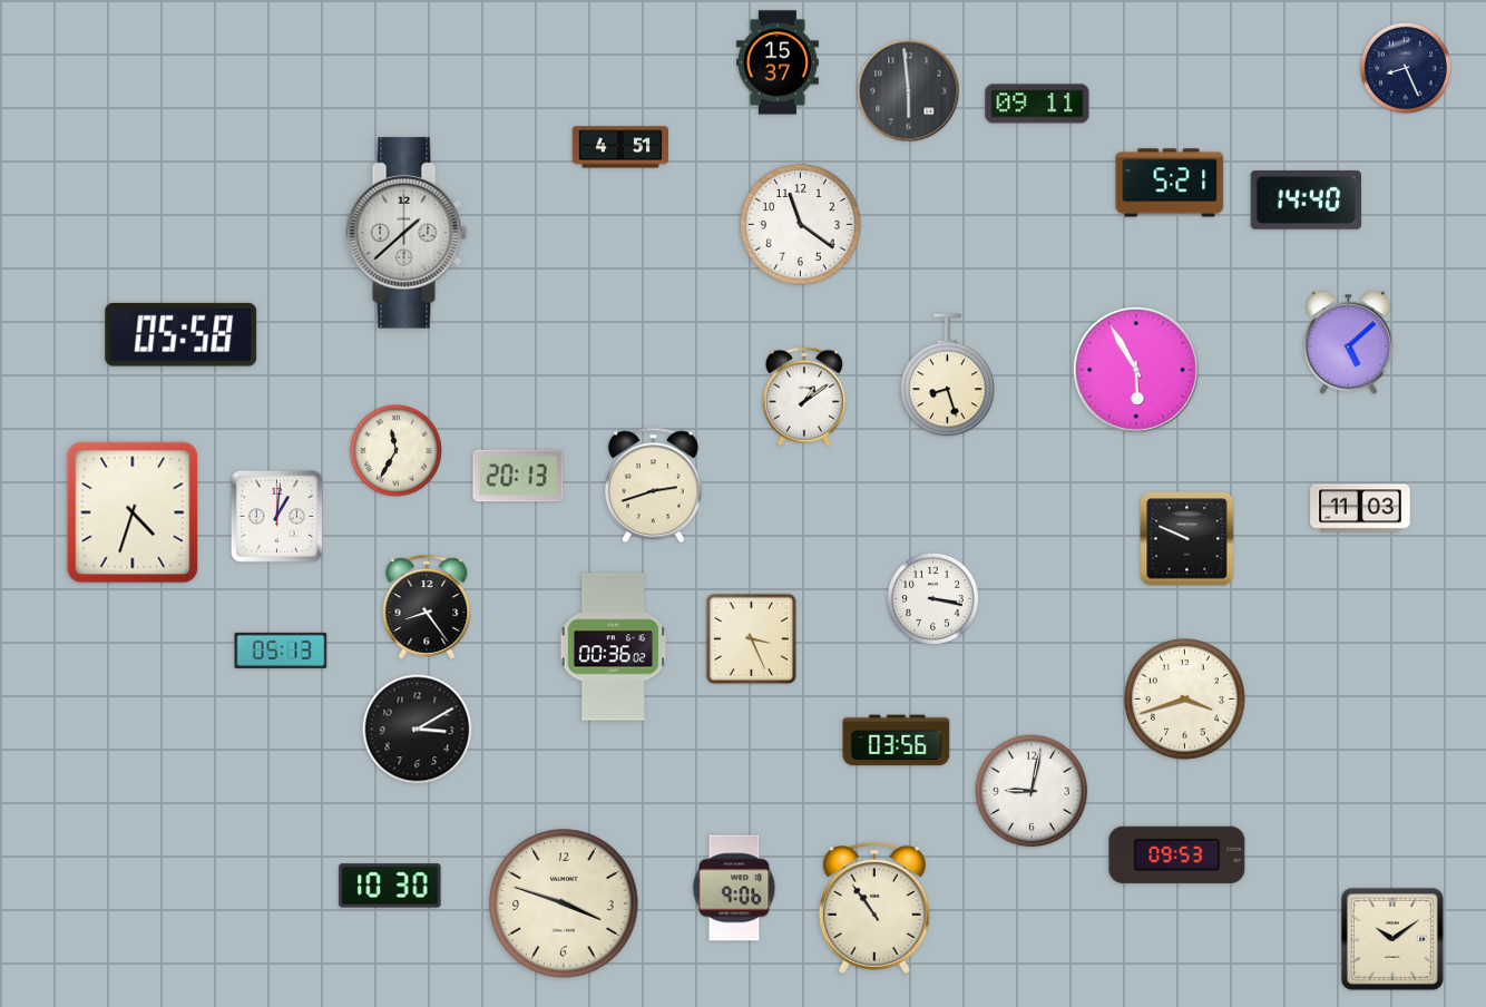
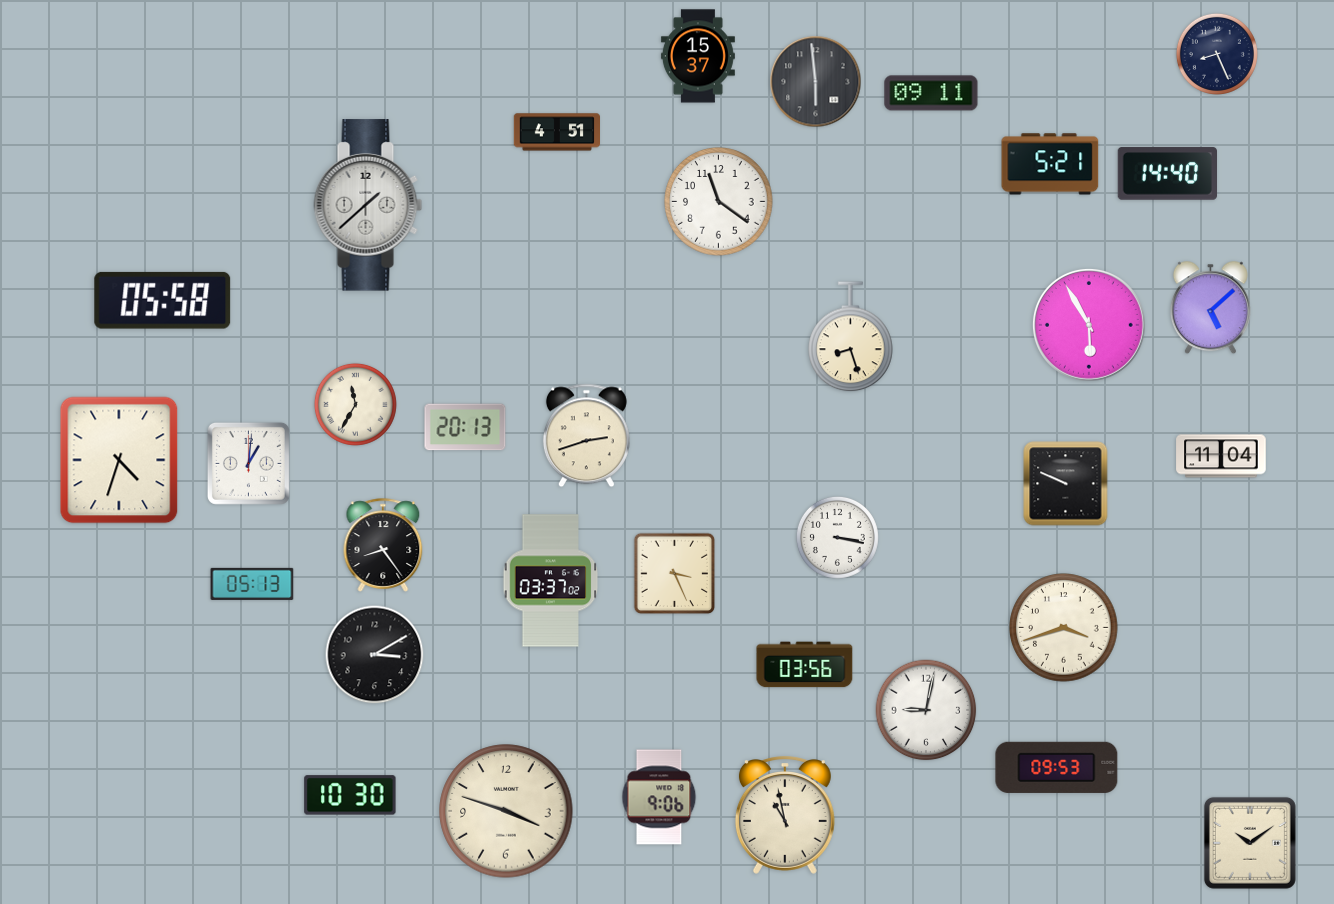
clock at (1406, 68) position: (1406, 68) -> (1217, 54)
clock at (1306, 201) position: (1306, 201) -> (1167, 174)
clock at (407, 233) position: (407, 233) -> (368, 205)
clock at (1136, 370) position: (1136, 370) -> (1089, 325)
clock at (804, 397): 1:09 -> none
clock at (1360, 508): 11:03 -> 11:04
clock at (614, 647): 00:36 -> 03:37
clock at (874, 908): 10:54 -> 10:58
